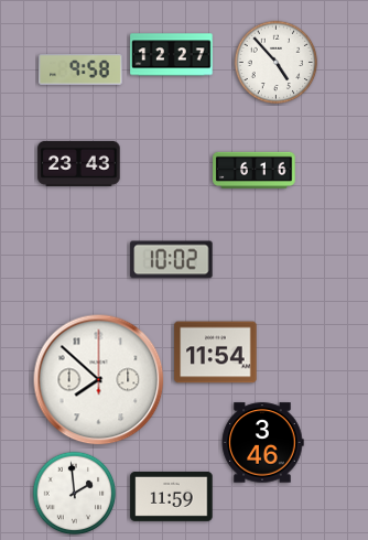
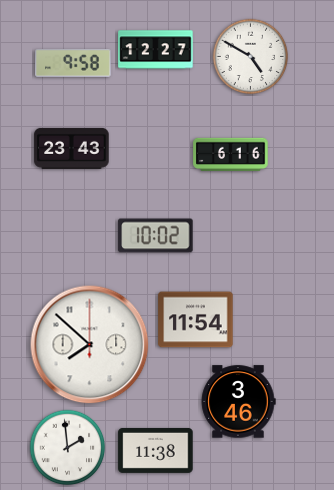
clock at (277, 63): 4:53 -> 4:50
clock at (172, 496): 11:59 -> 11:38
